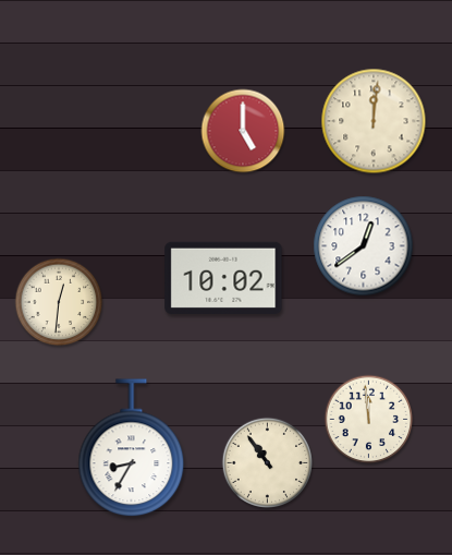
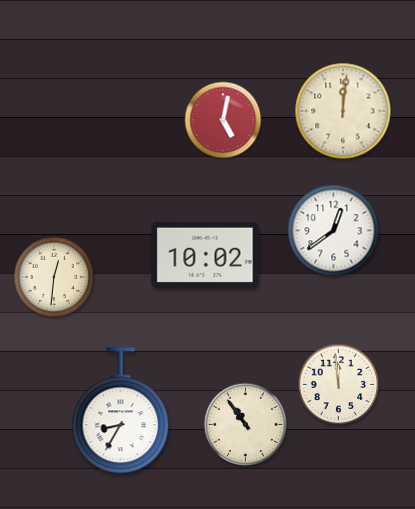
clock at (243, 131): 5:00 -> 5:02
clock at (364, 246) position: (364, 246) -> (334, 231)
